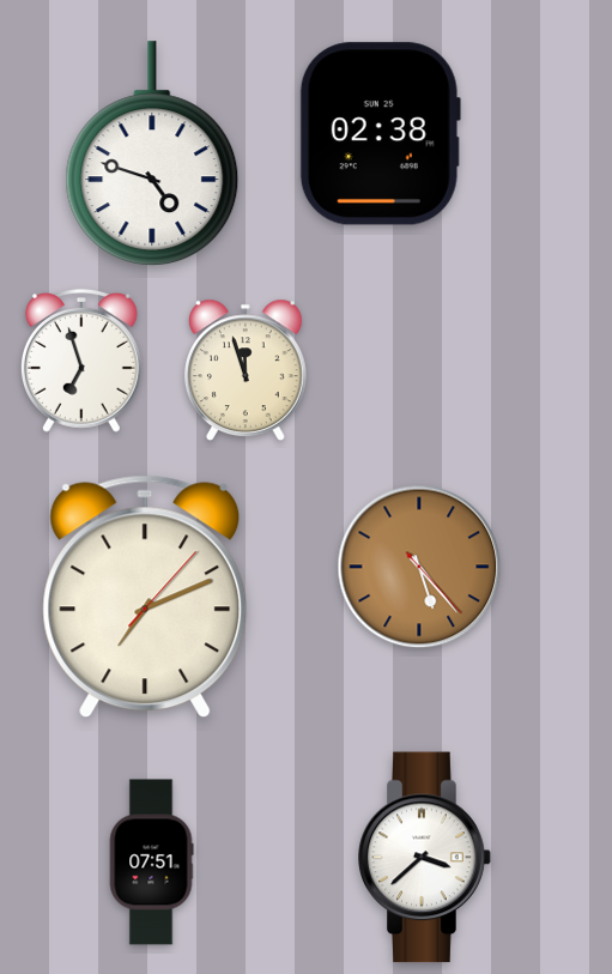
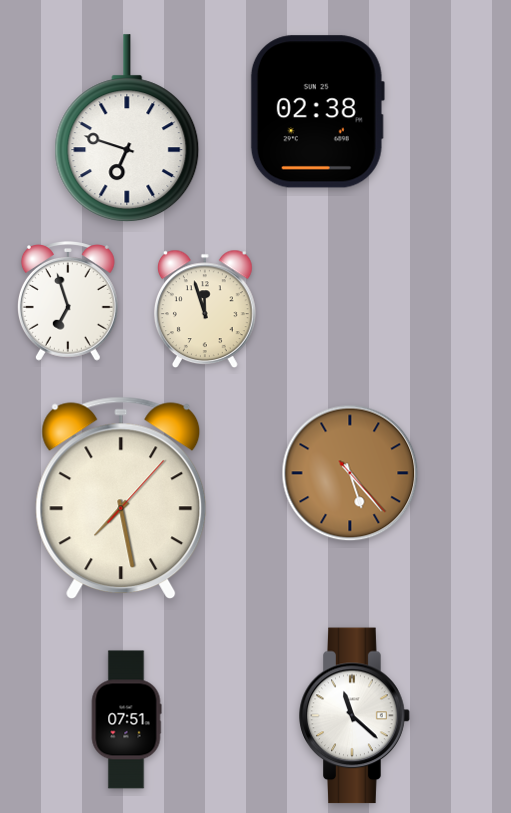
clock at (152, 155): 4:48 -> 6:48
clock at (145, 597): 7:11 -> 7:28
clock at (425, 858): 3:38 -> 11:22
